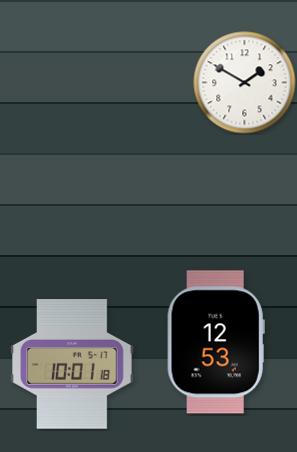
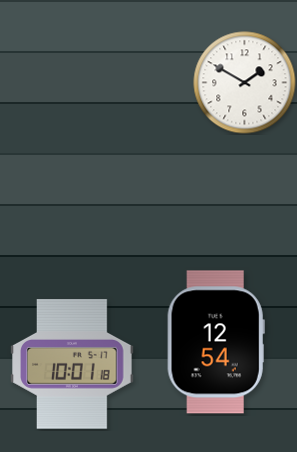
clock at (216, 342): 12:53 -> 12:54
